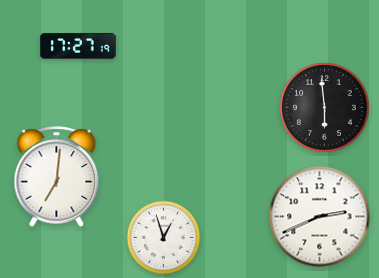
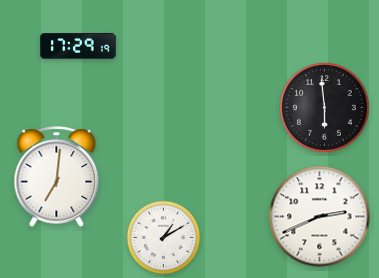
clock at (78, 46): 17:27 -> 17:29
clock at (164, 238): 12:57 -> 1:10
